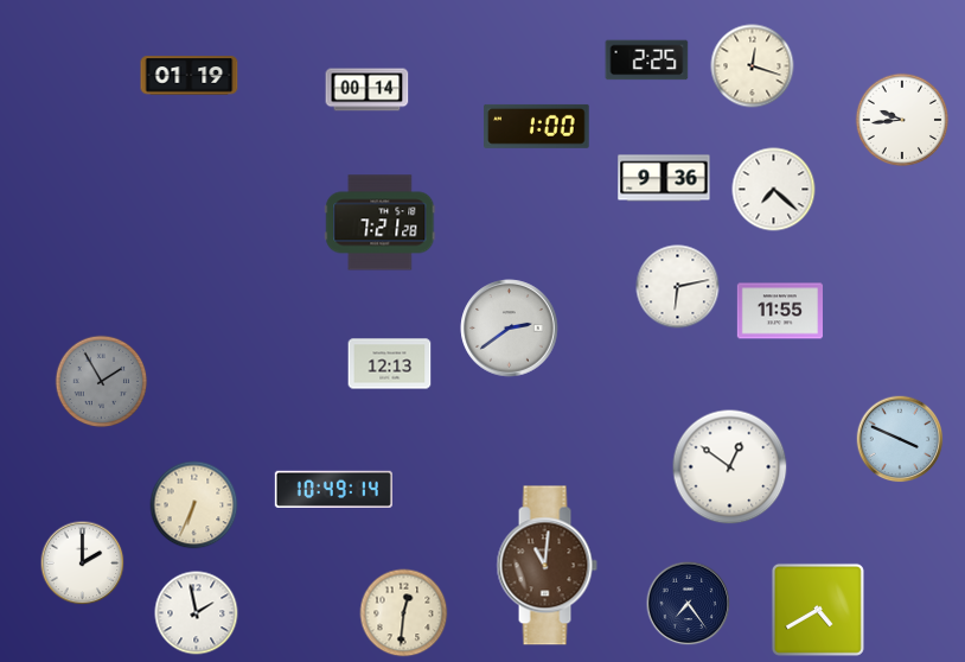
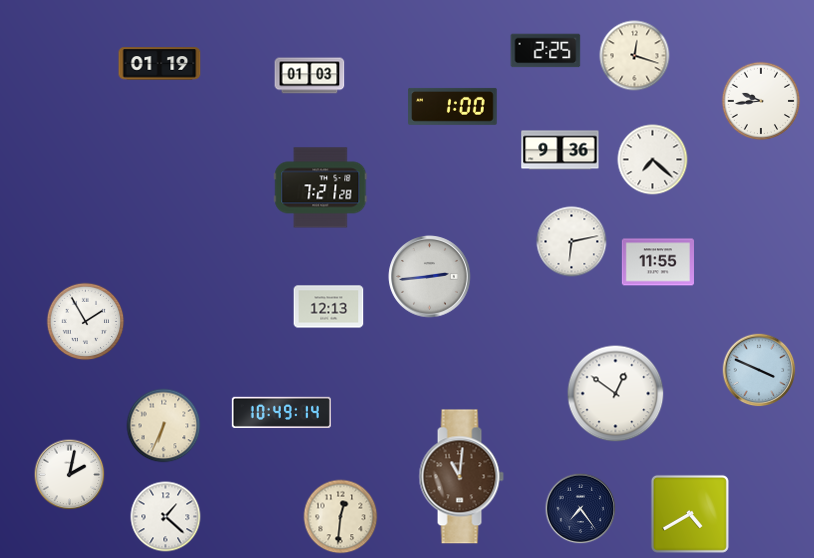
clock at (368, 90): 00:14 -> 01:03
clock at (510, 329): 2:39 -> 2:44
clock at (102, 382) dial: grey -> white
clock at (83, 564): 2:00 -> 2:02
clock at (197, 613): 1:58 -> 1:22
